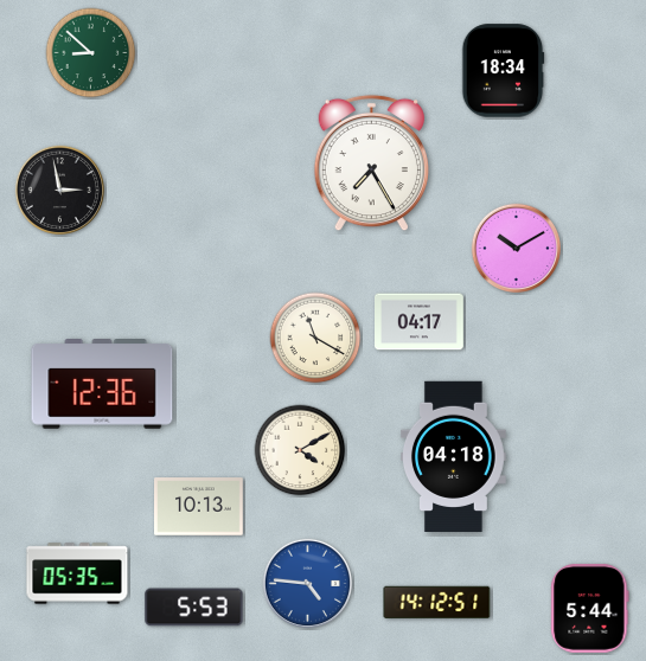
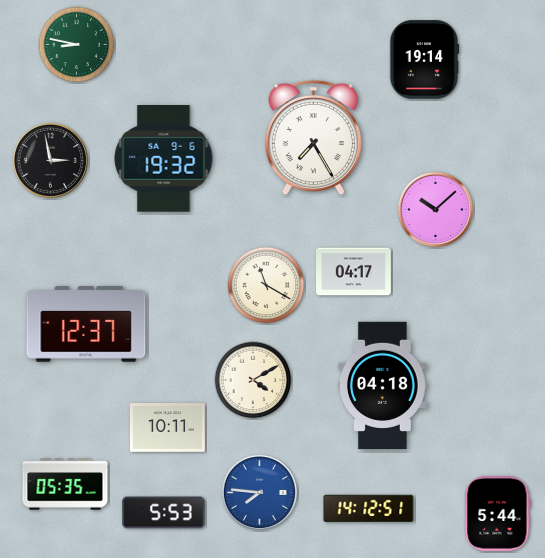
clock at (91, 53): 8:52 -> 8:47
clock at (503, 71): 18:34 -> 19:14
clock at (164, 159): none -> 19:32
clock at (516, 248): 10:10 -> 10:08
clock at (102, 385): 12:36 -> 12:37
clock at (199, 507): 10:13 -> 10:11
clock at (307, 583): 4:46 -> 7:46
